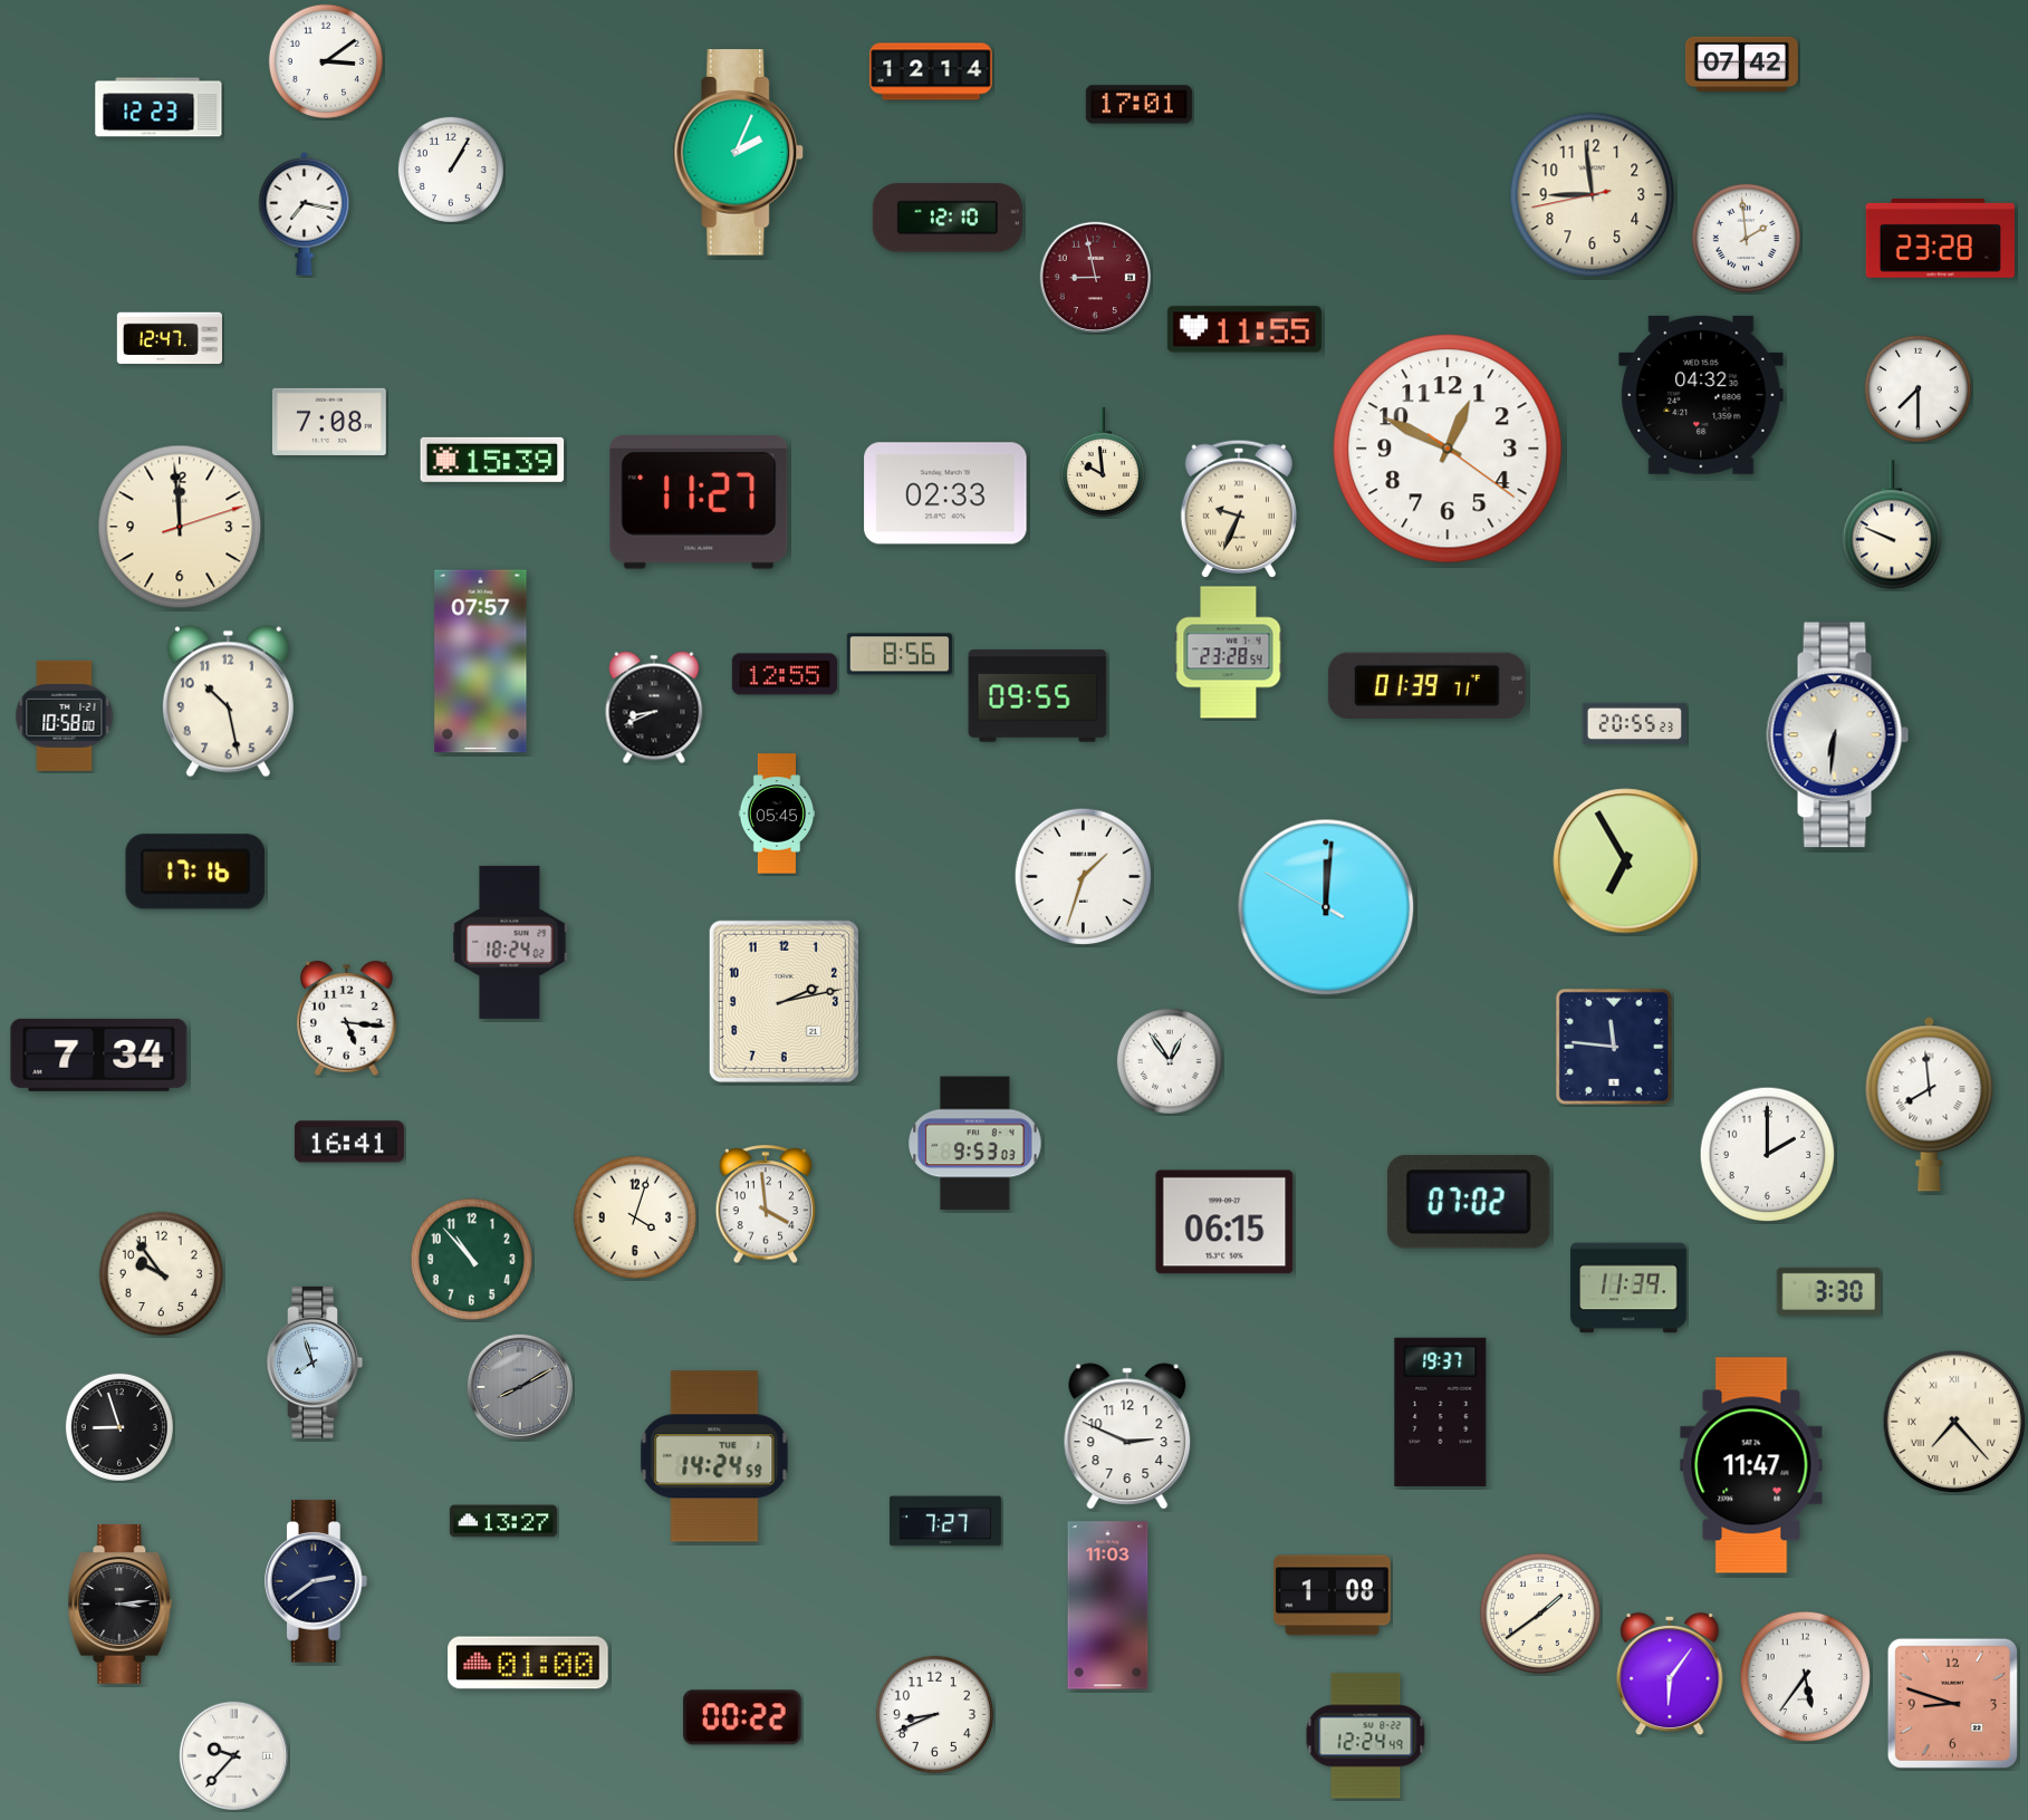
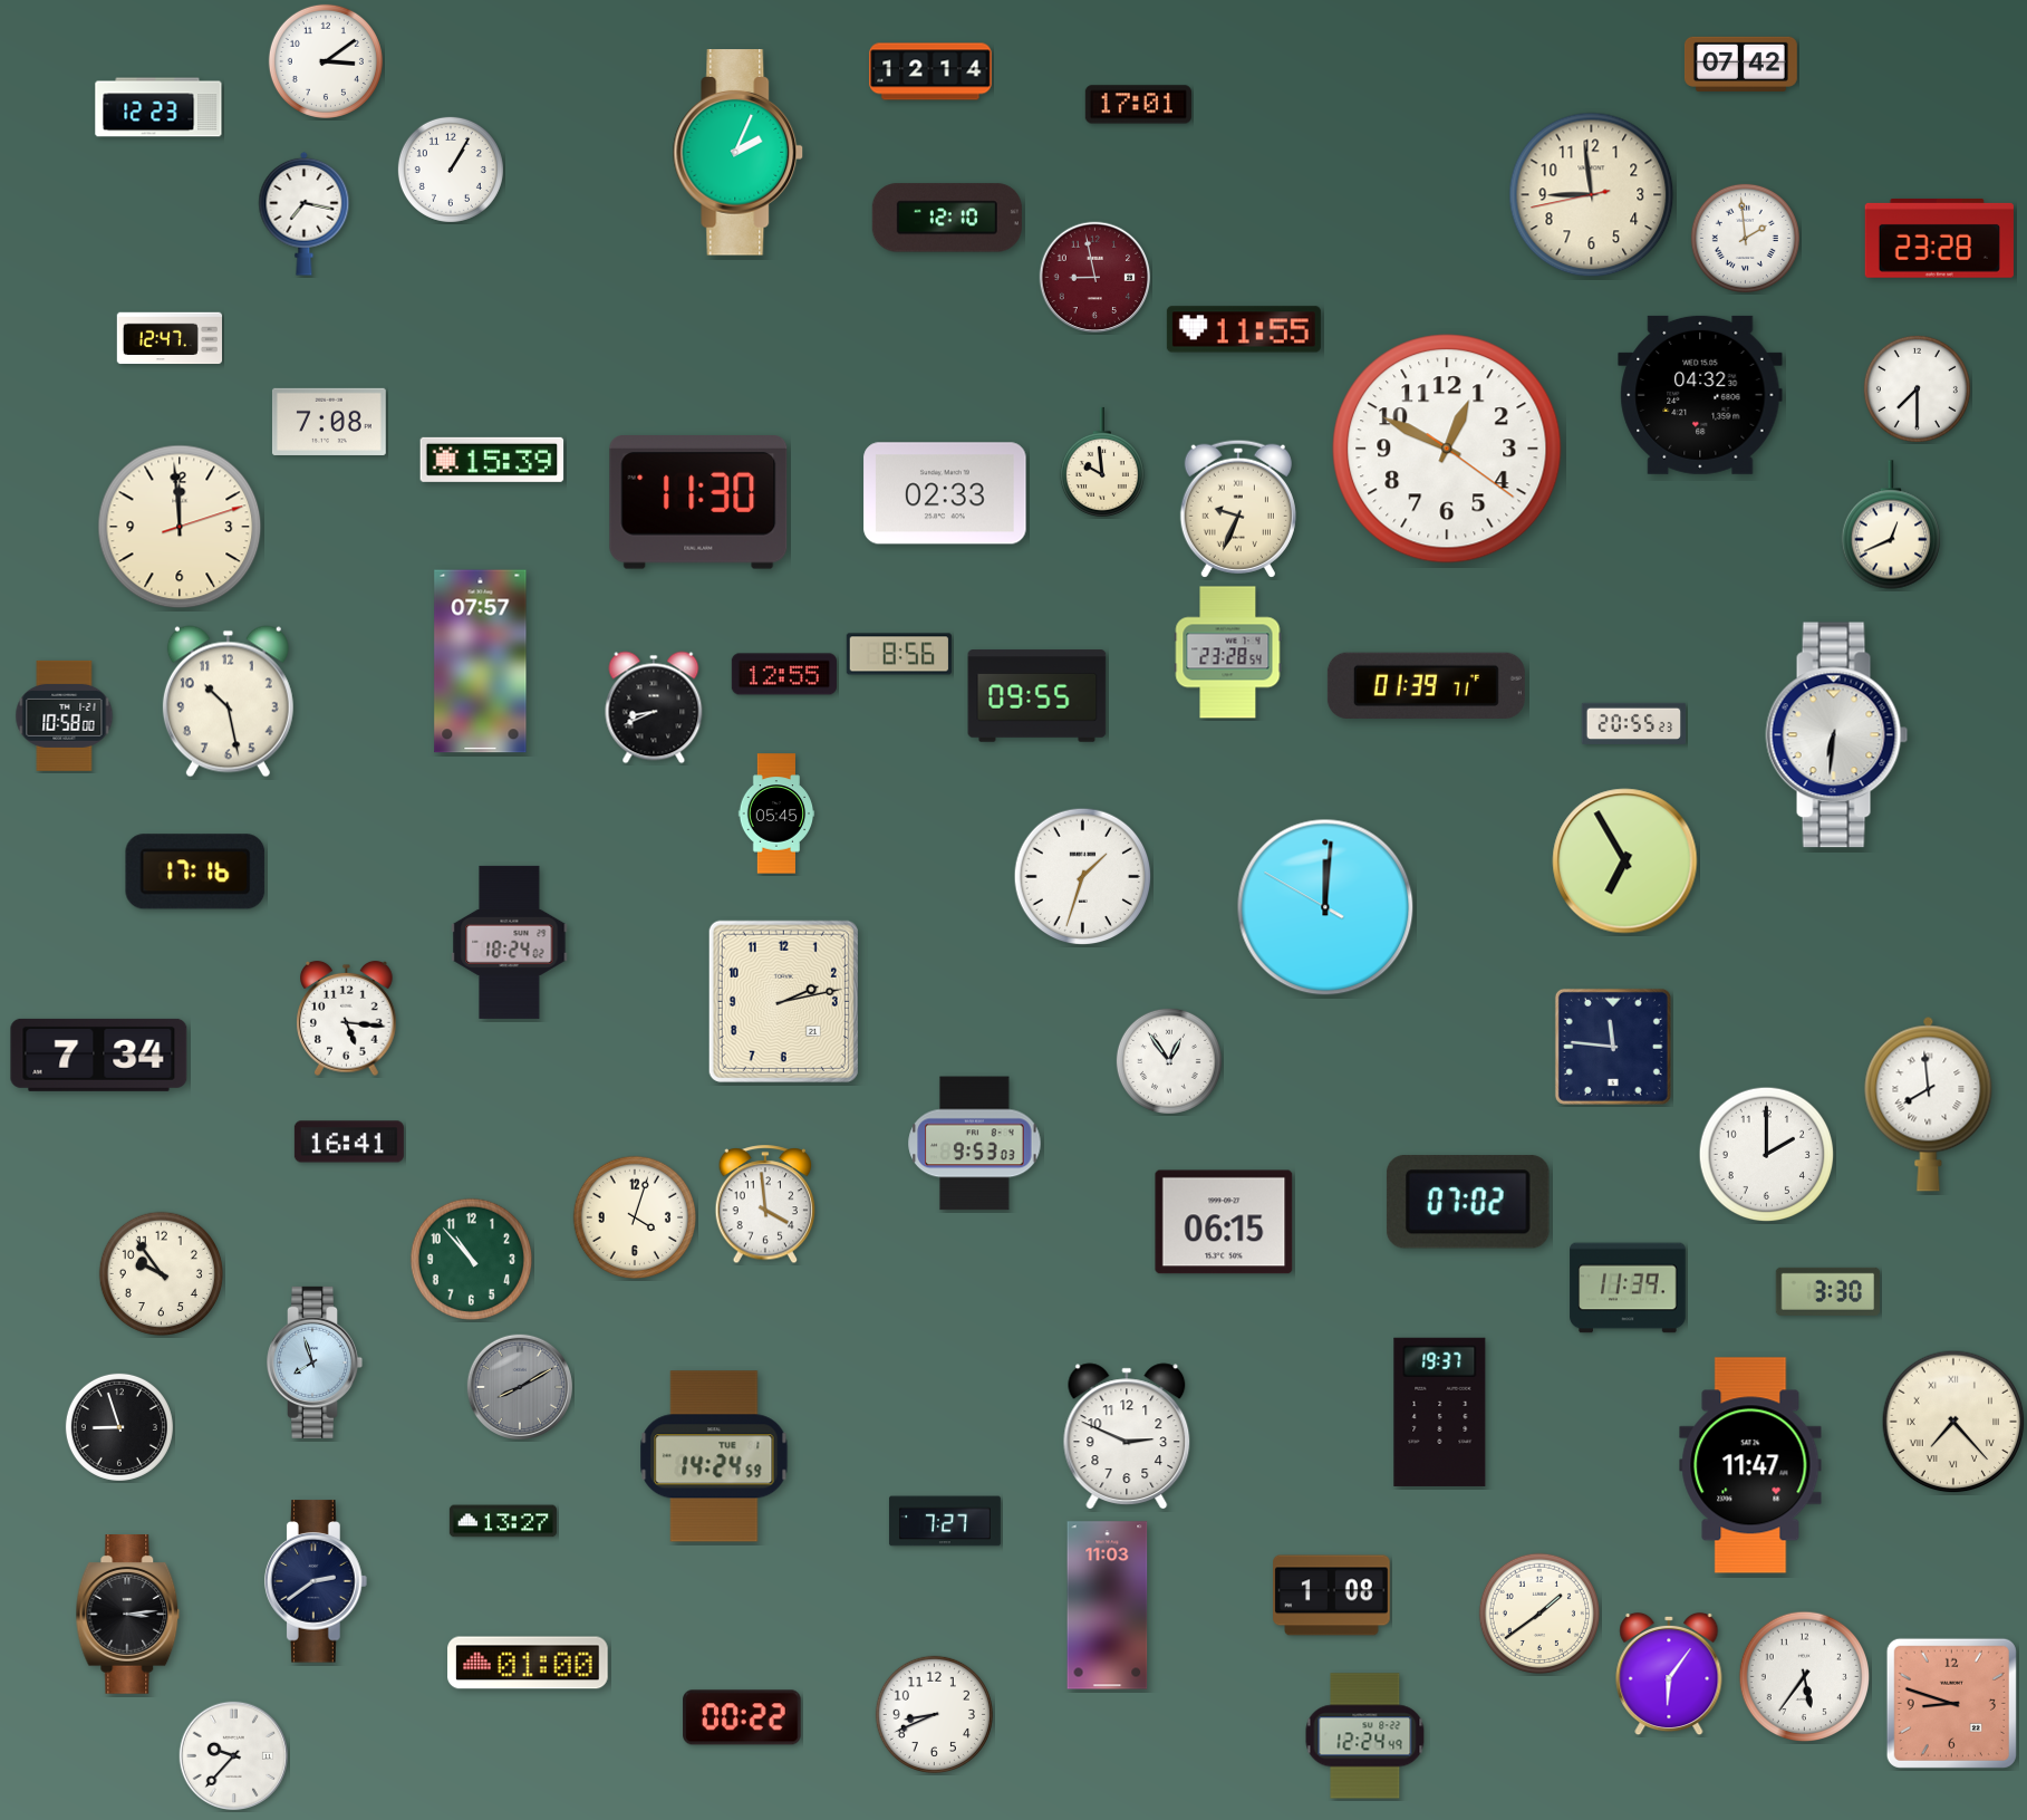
clock at (699, 503): 11:27 -> 11:30
clock at (1892, 524): 9:49 -> 12:41
clock at (121, 1605) position: (121, 1605) -> (128, 1615)
